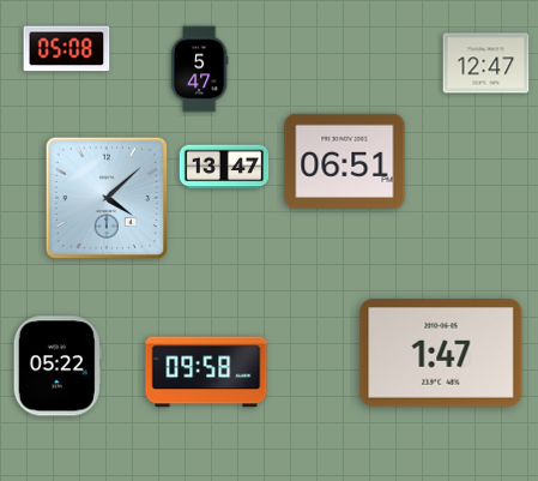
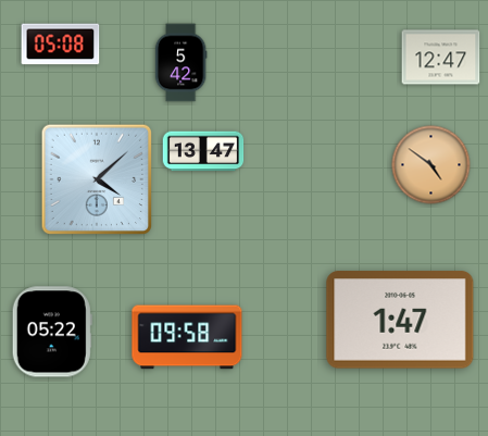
clock at (199, 70): 5:47 -> 5:42
clock at (345, 161): 06:51 -> none
clock at (431, 165): none -> 4:51
